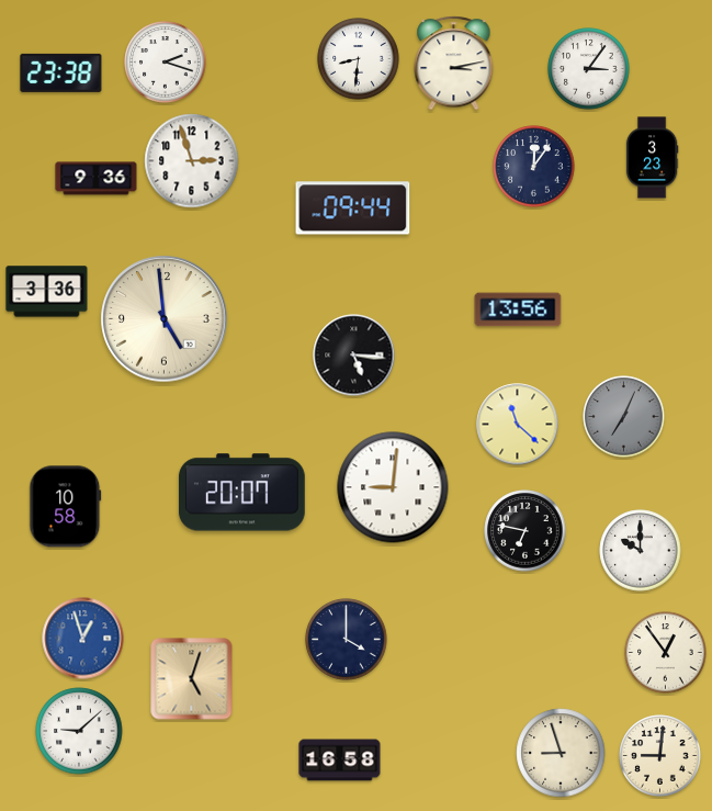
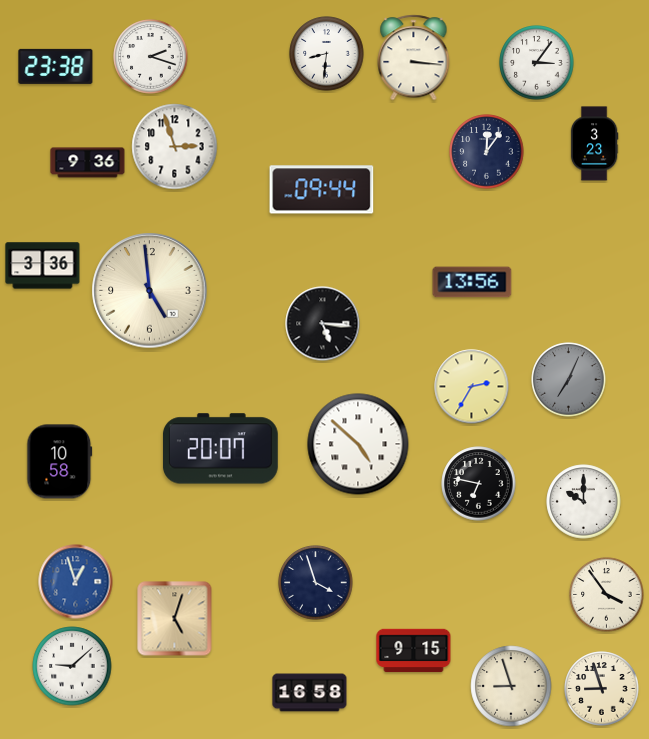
clock at (454, 64): 3:13 -> 3:16
clock at (518, 425): 11:22 -> 2:35
clock at (393, 487): 9:01 -> 4:52
clock at (347, 640): 4:00 -> 3:57
clock at (666, 653): 12:54 -> 3:54
clock at (414, 651): none -> 9:15
clock at (660, 756): 9:01 -> 8:57
